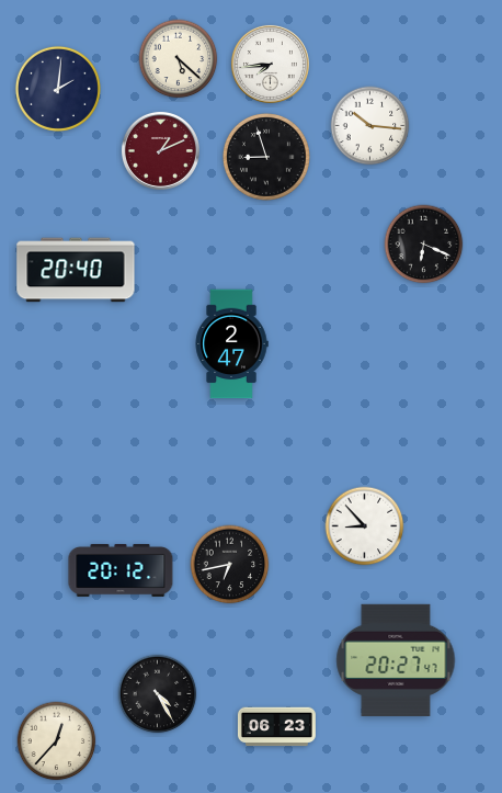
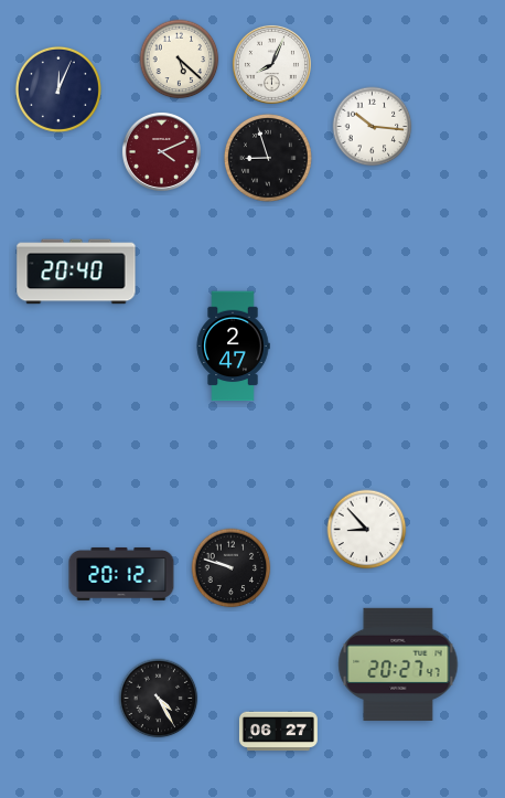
clock at (270, 64): 7:44 -> 8:04
clock at (58, 89): 2:01 -> 12:04
clock at (160, 150): 1:11 -> 4:11
clock at (424, 245): 6:19 -> none
clock at (230, 565): 6:43 -> 9:48
clock at (276, 727): 06:23 -> 06:27
clock at (57, 741): 12:37 -> none
